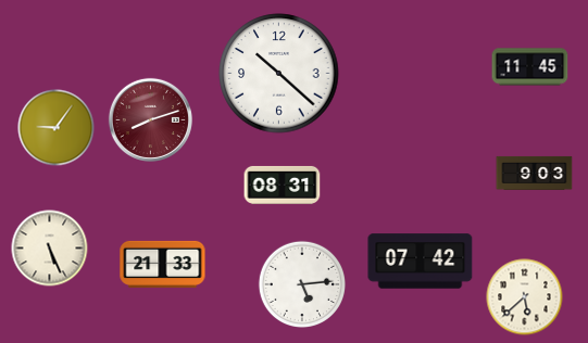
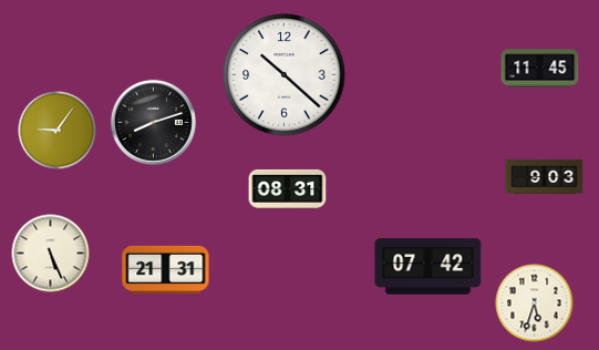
clock at (150, 119) dial: burgundy -> black
clock at (163, 264): 21:33 -> 21:31
clock at (301, 283): 5:14 -> none
clock at (525, 297): 5:38 -> 5:33
